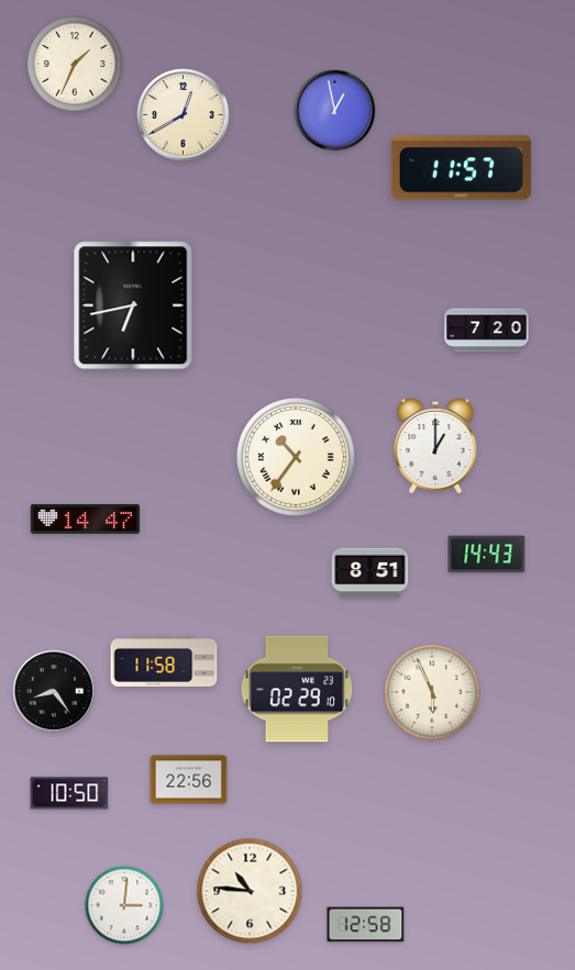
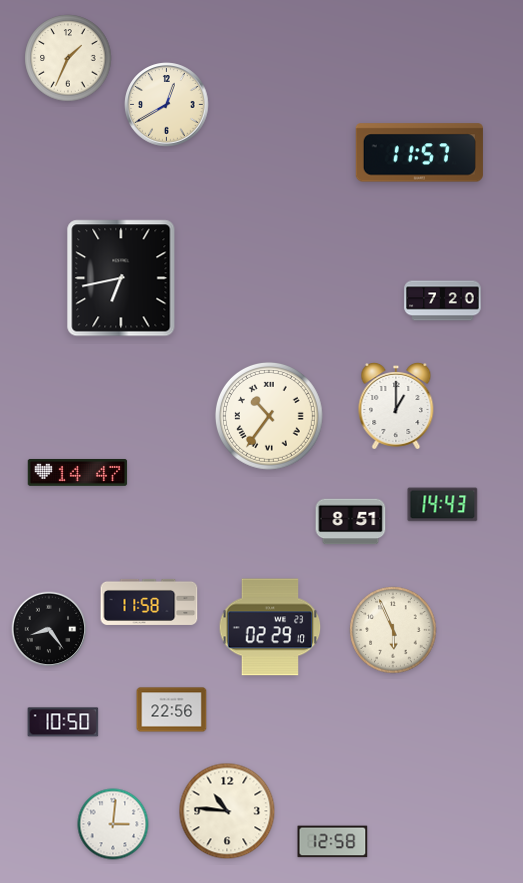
clock at (335, 111): 12:58 -> none
clock at (371, 573) position: (371, 573) -> (351, 522)
